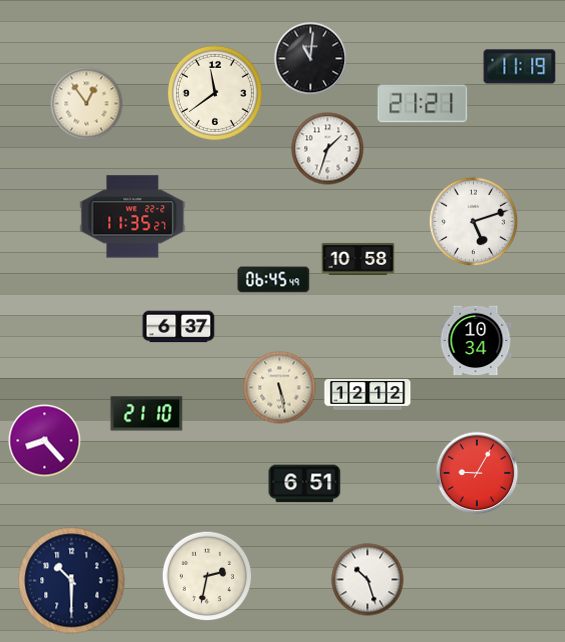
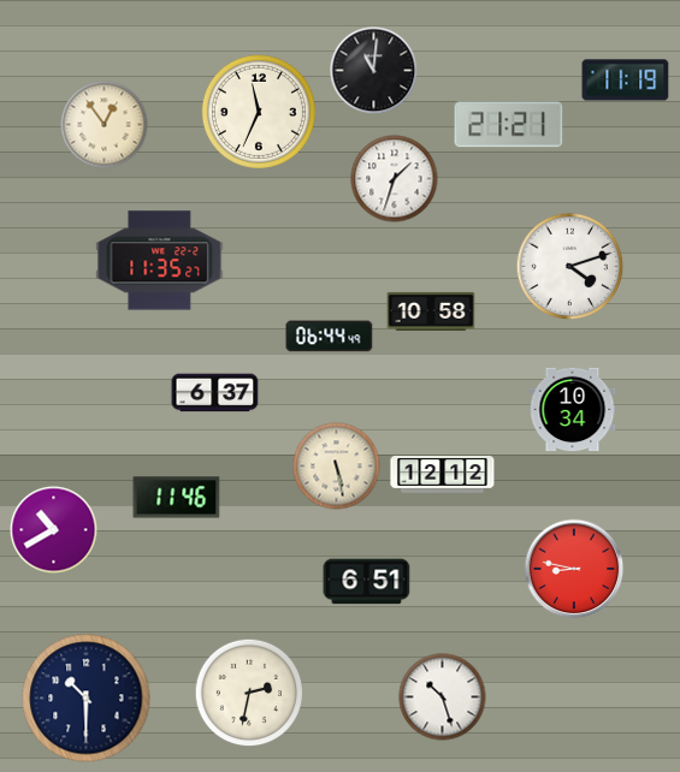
clock at (215, 93): 11:39 -> 11:34
clock at (474, 222): 5:12 -> 4:12
clock at (274, 280): 06:45 -> 06:44
clock at (147, 414): 21:10 -> 11:46
clock at (45, 441): 8:23 -> 10:40
clock at (477, 473): 9:05 -> 8:47
